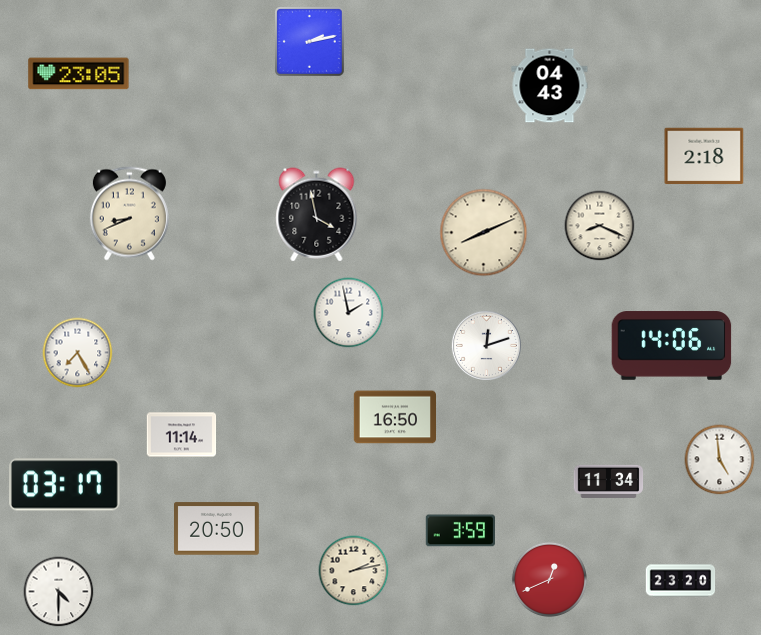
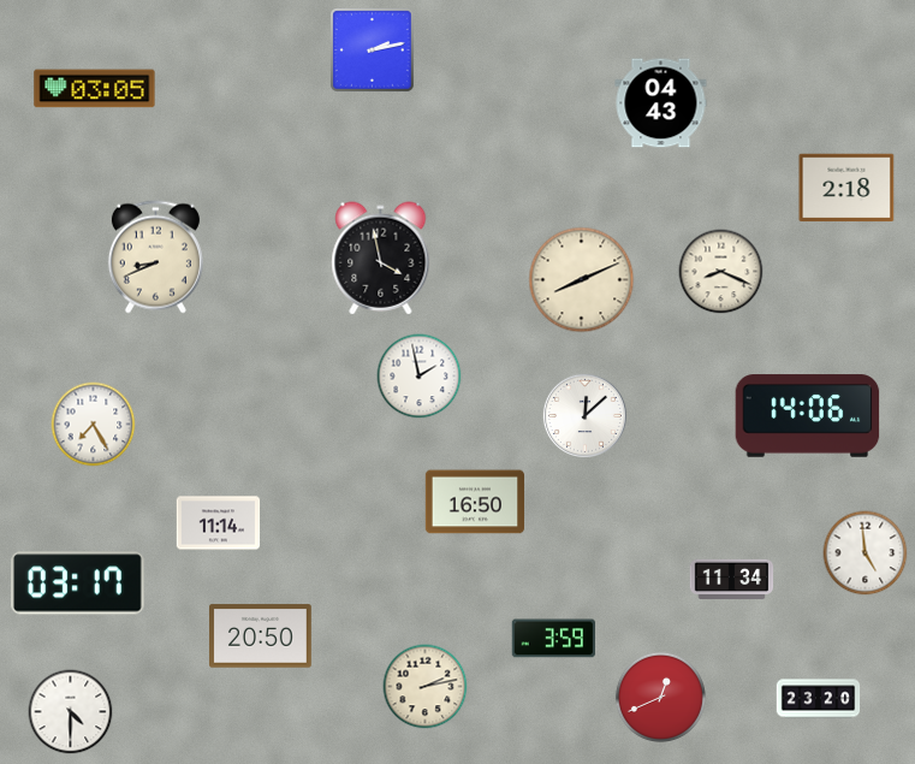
clock at (79, 74): 23:05 -> 03:05
clock at (486, 345): 12:12 -> 12:08
